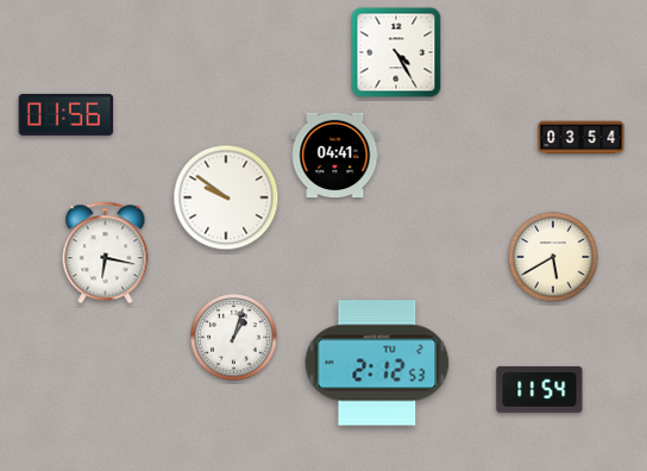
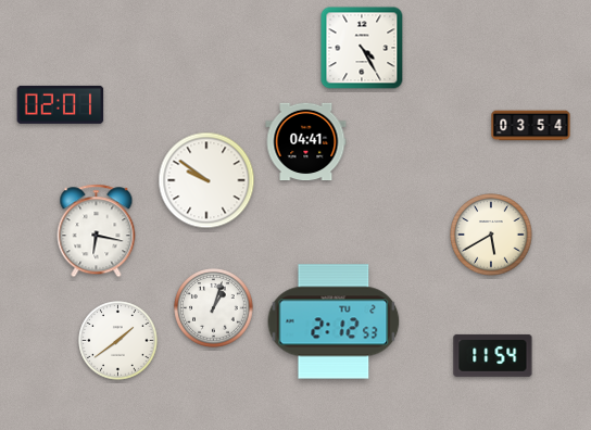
clock at (67, 114): 01:56 -> 02:01
clock at (553, 257) position: (553, 257) -> (491, 235)
clock at (377, 363) position: (377, 363) -> (334, 321)
clock at (118, 341): none -> 1:39
